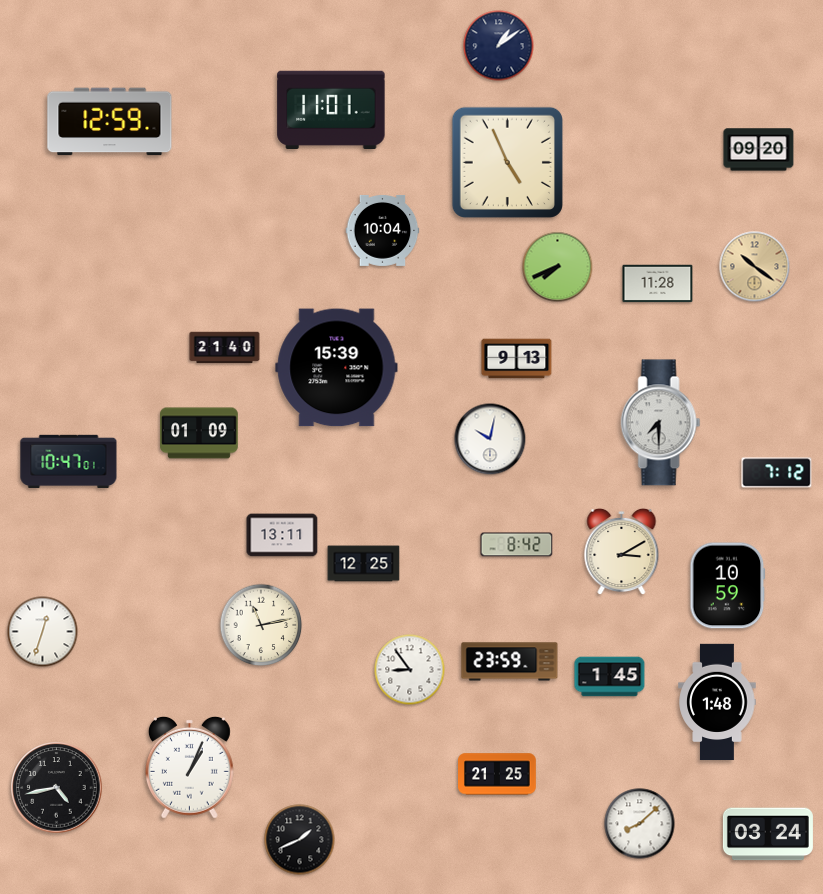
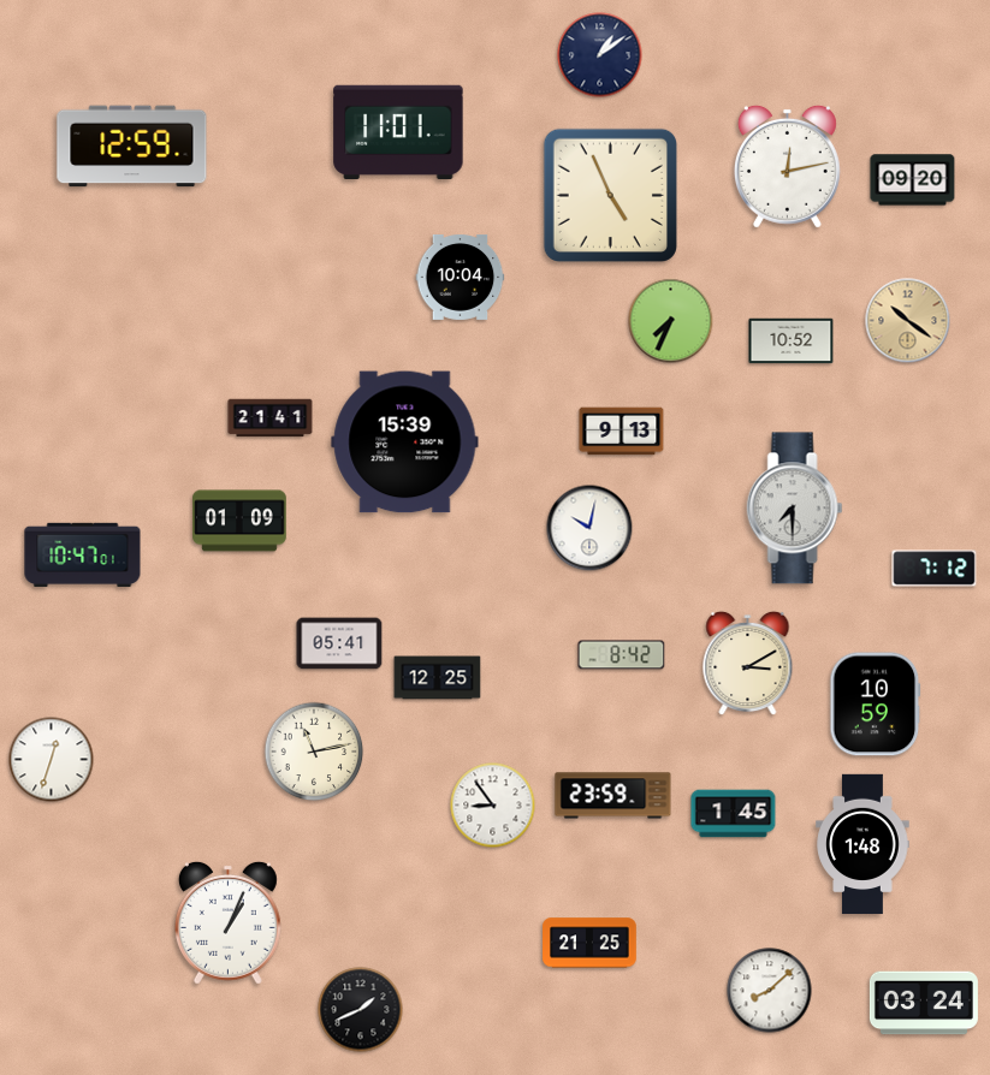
clock at (787, 166): none -> 12:13
clock at (558, 267): 7:41 -> 7:34
clock at (658, 284): 11:28 -> 10:52
clock at (225, 348): 21:40 -> 21:41
clock at (282, 535): 13:11 -> 05:41
clock at (498, 774) position: (498, 774) -> (591, 943)
clock at (57, 788): 4:43 -> none
